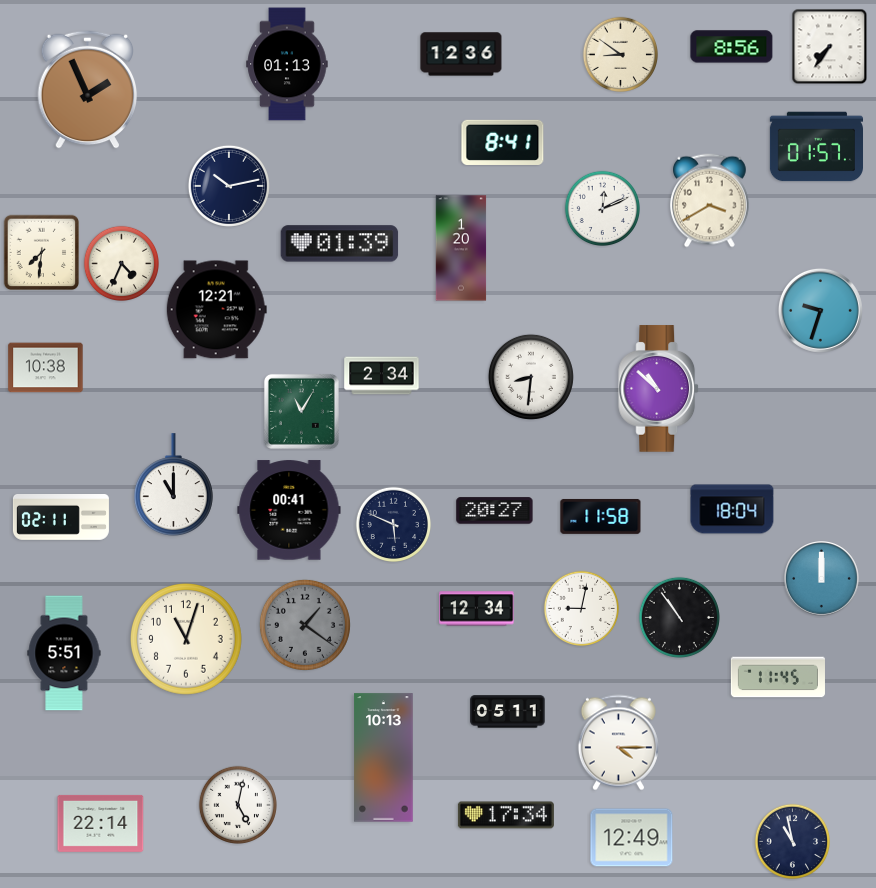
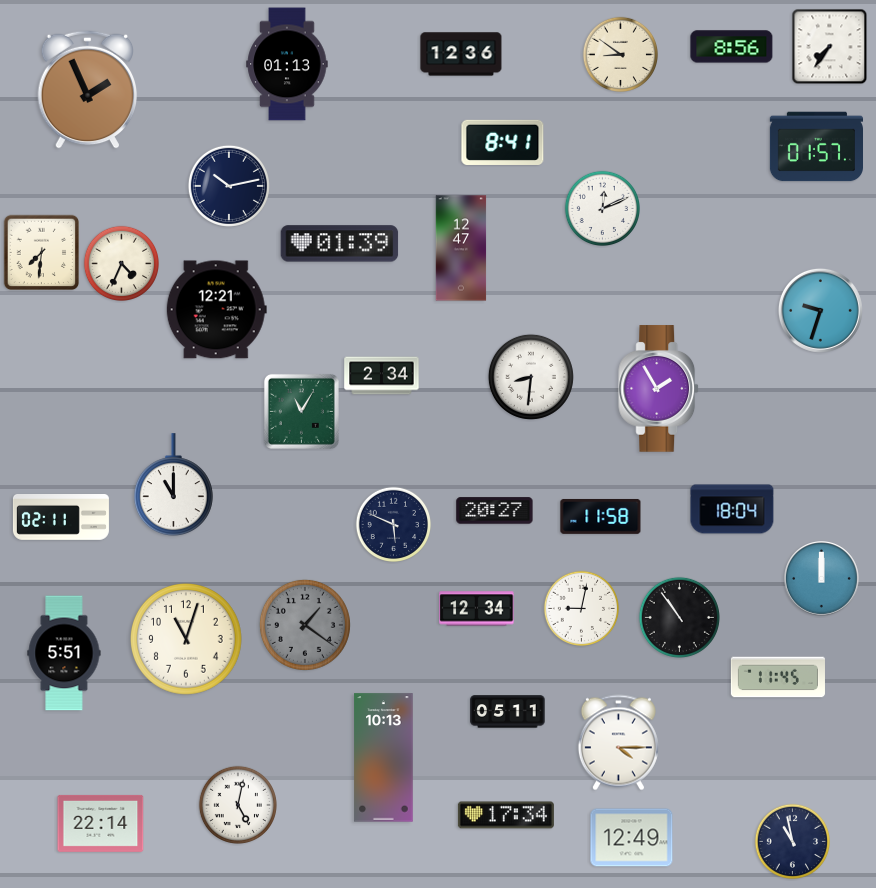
clock at (710, 201): 3:40 -> none
clock at (461, 248): 1:20 -> 12:47
clock at (46, 368): 10:38 -> none
clock at (659, 389): 10:52 -> 1:55
clock at (289, 510): 00:41 -> none
